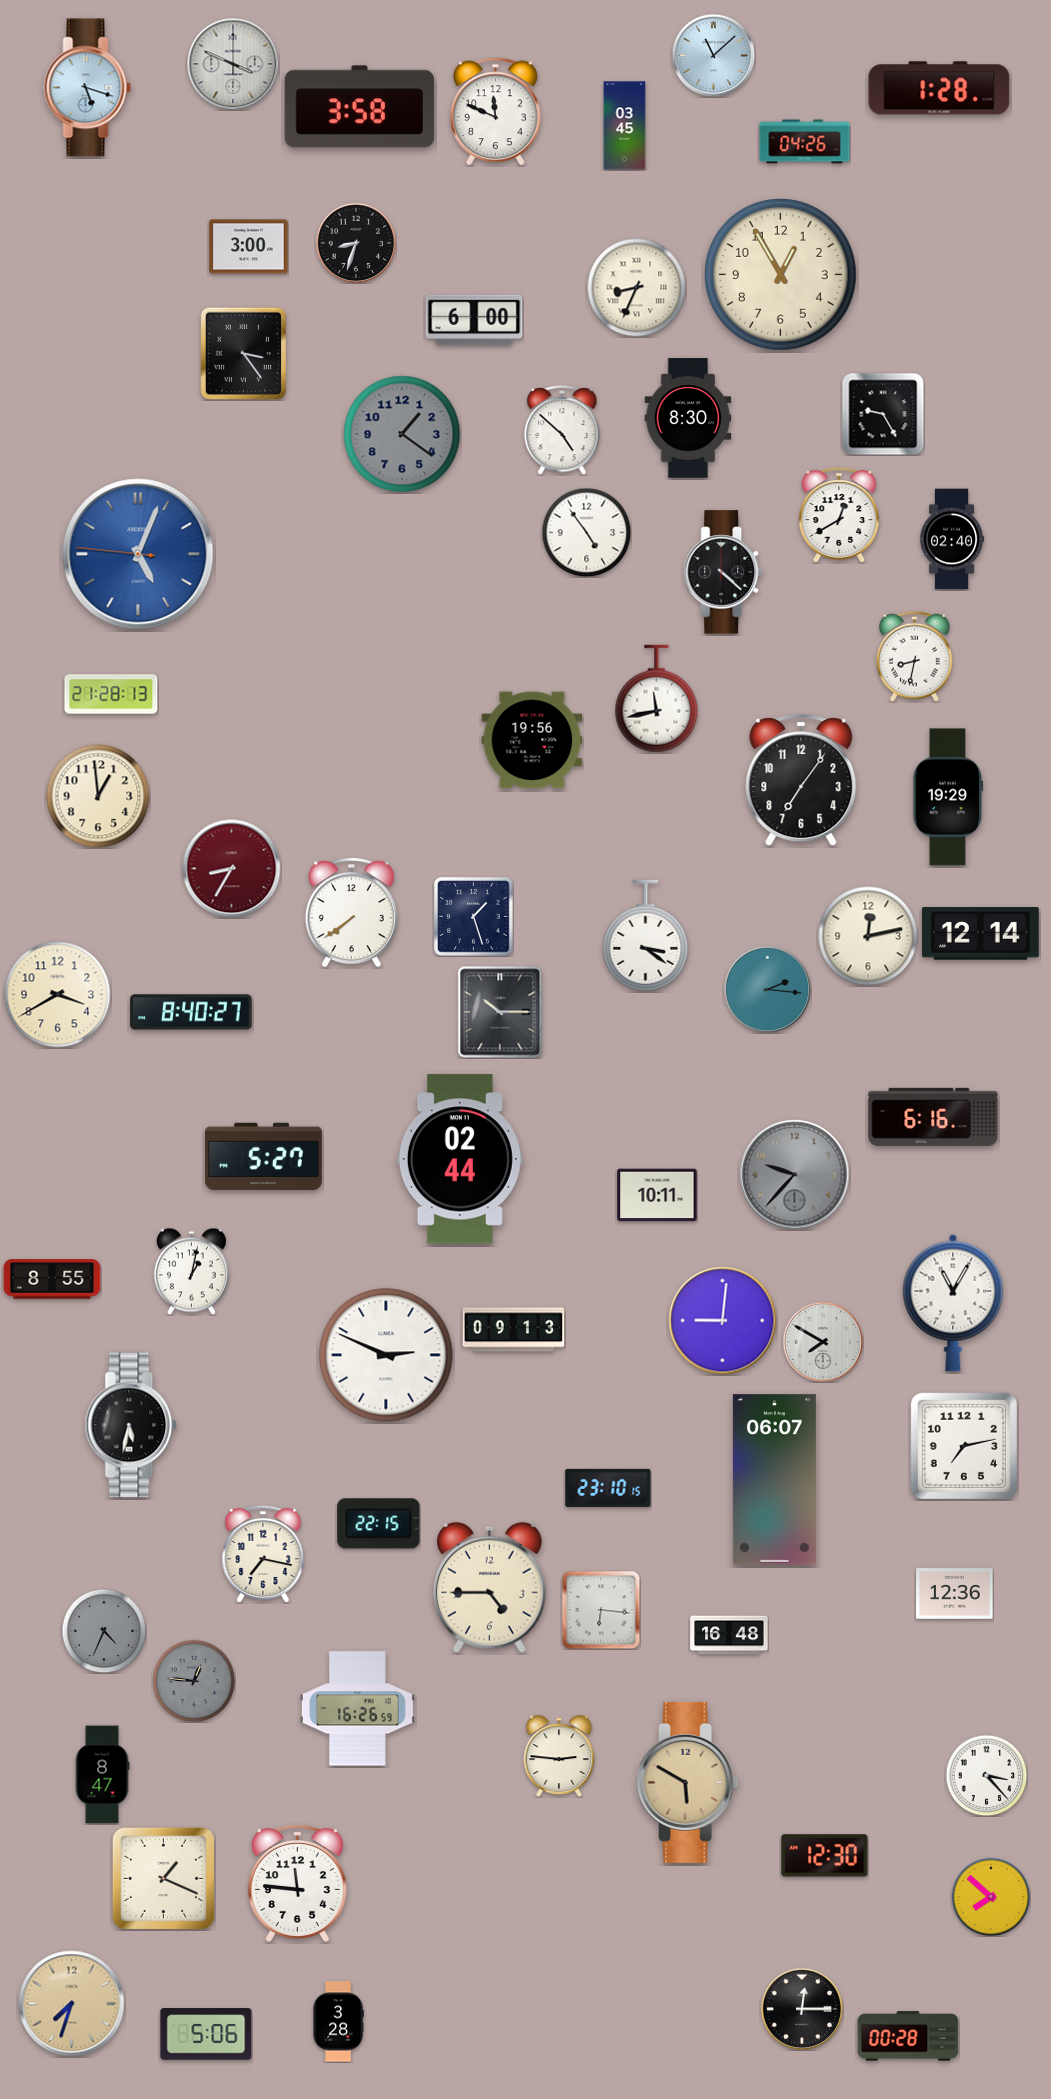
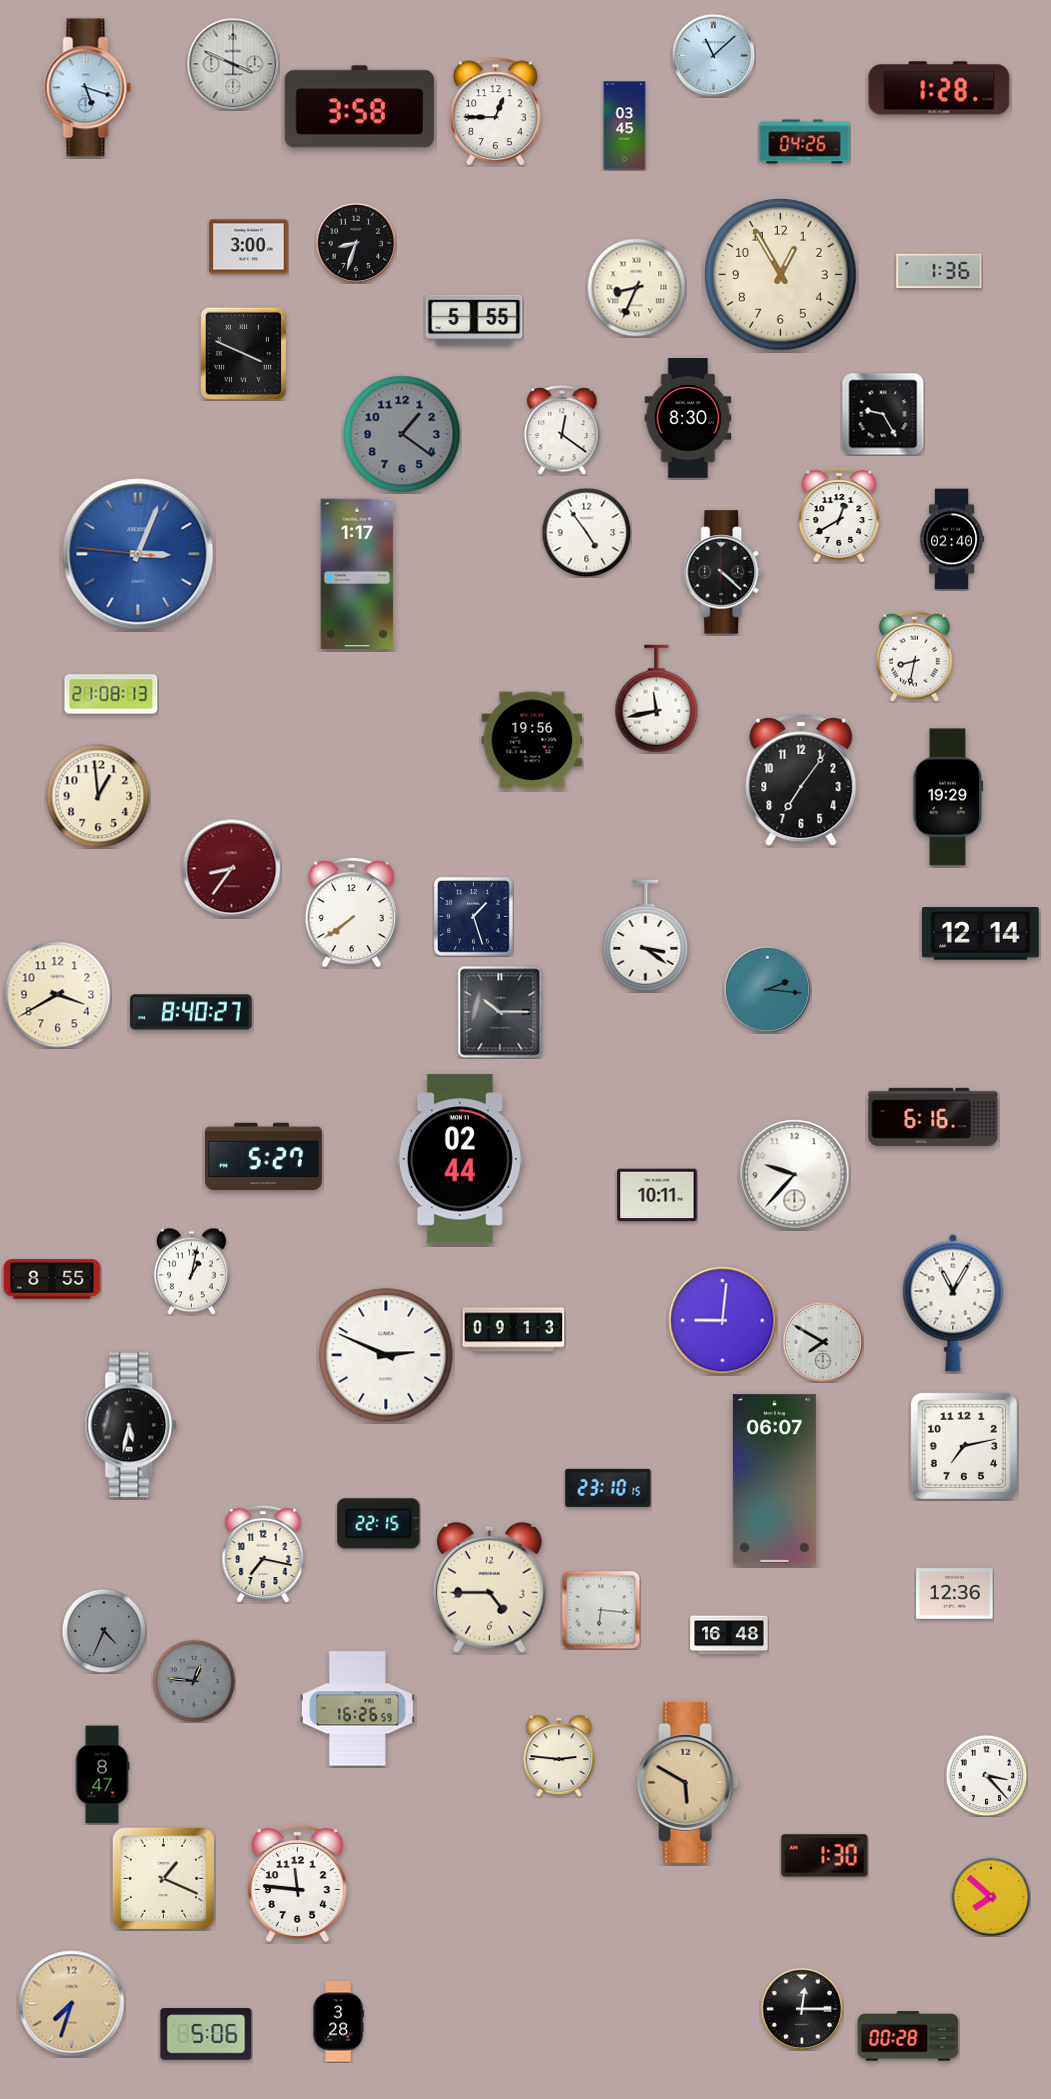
clock at (496, 112): 11:49 -> 12:45
clock at (939, 271): none -> 1:36
clock at (474, 320): 6:00 -> 5:55
clock at (244, 353): 3:24 -> 3:49
clock at (562, 430): 4:52 -> 12:21
clock at (138, 554): 5:03 -> 3:03
clock at (357, 574): none -> 1:17
clock at (111, 694): 21:28 -> 21:08
clock at (232, 869): 8:35 -> 8:36
clock at (868, 936): 12:13 -> none
clock at (795, 1175) dial: grey -> white
clock at (825, 1856): 12:30 -> 1:30
